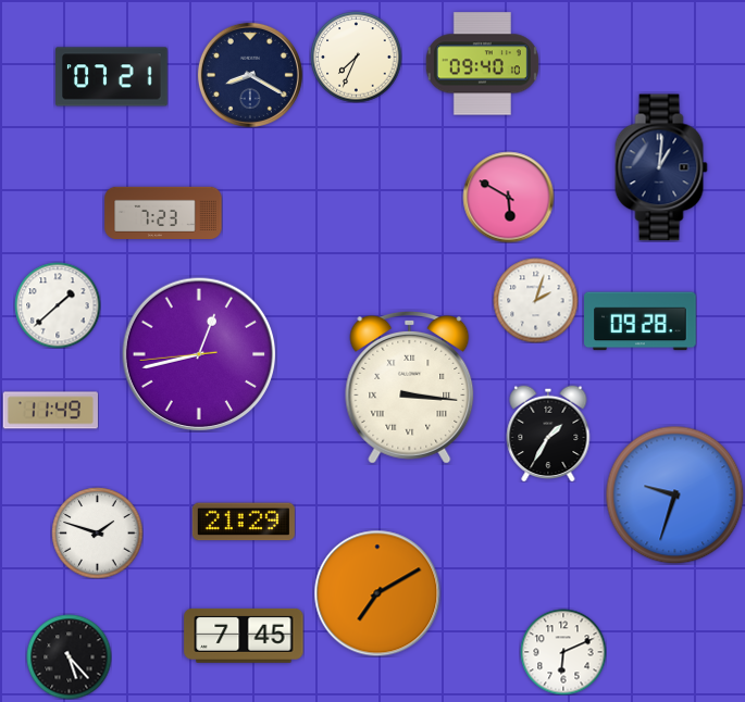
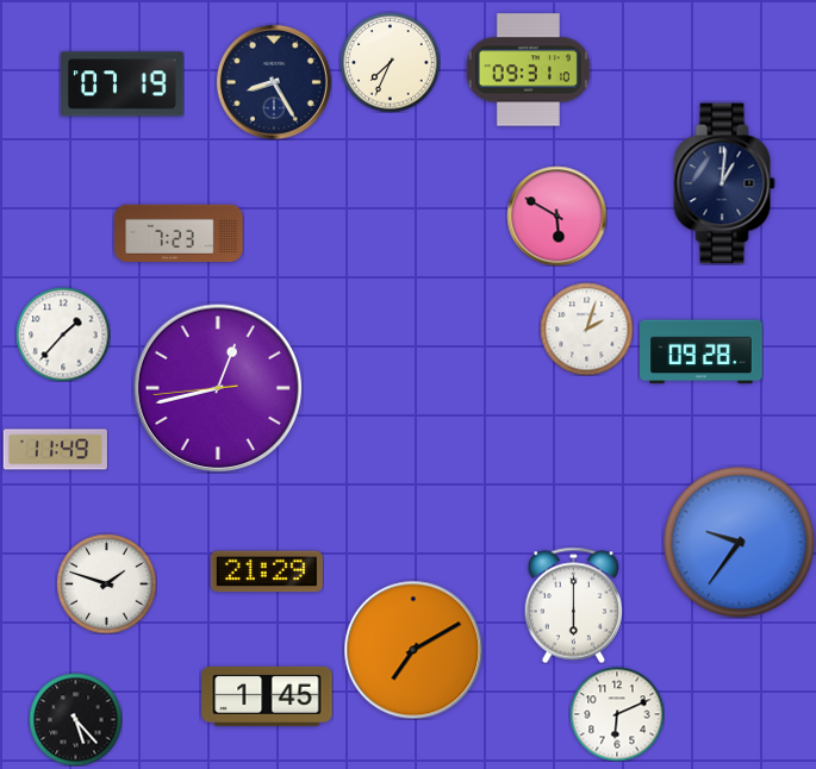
clock at (482, 64): 09:40 -> 09:31
clock at (250, 75): 8:20 -> 8:25
clock at (112, 77): 07:21 -> 07:19
clock at (58, 305): 1:38 -> 1:37
clock at (410, 387): 3:16 -> none
clock at (548, 434): 1:35 -> none
clock at (674, 494): 9:33 -> 9:36
clock at (574, 605): none -> 6:00
clock at (244, 636): 7:45 -> 1:45
